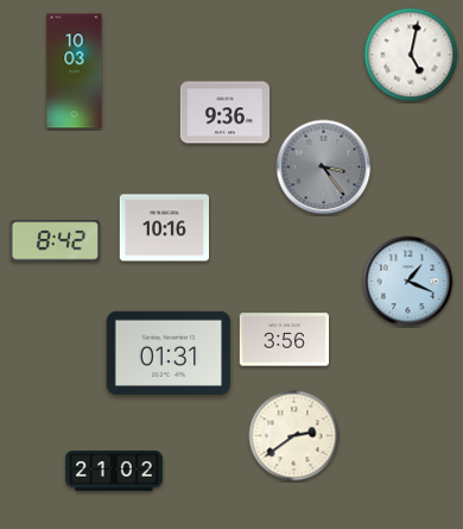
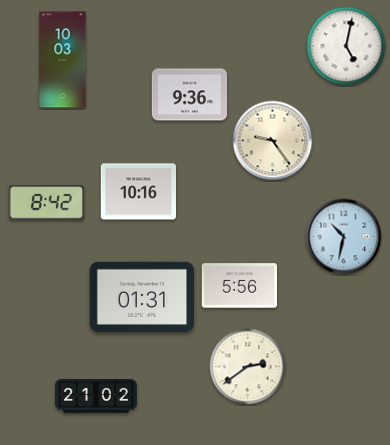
clock at (324, 168): 3:24 -> 9:24
clock at (324, 168) dial: grey -> cream
clock at (408, 282): 1:19 -> 10:32
clock at (284, 340): 3:56 -> 5:56
